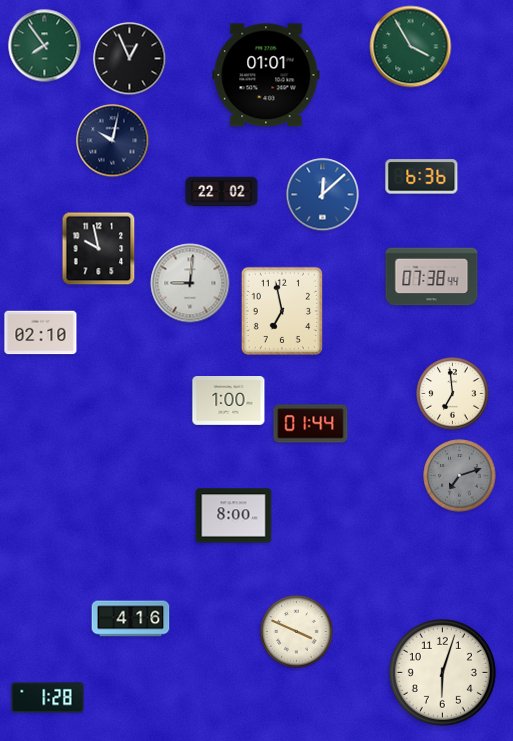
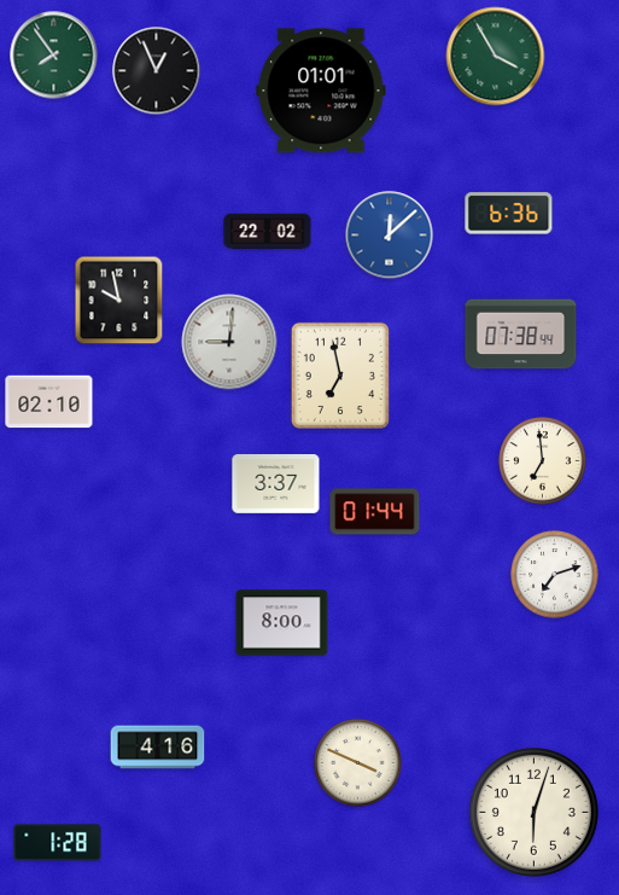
clock at (113, 141): 10:02 -> none
clock at (453, 394) position: (453, 394) -> (543, 461)
clock at (229, 401): 1:00 -> 3:37
clock at (460, 476) dial: grey -> white
